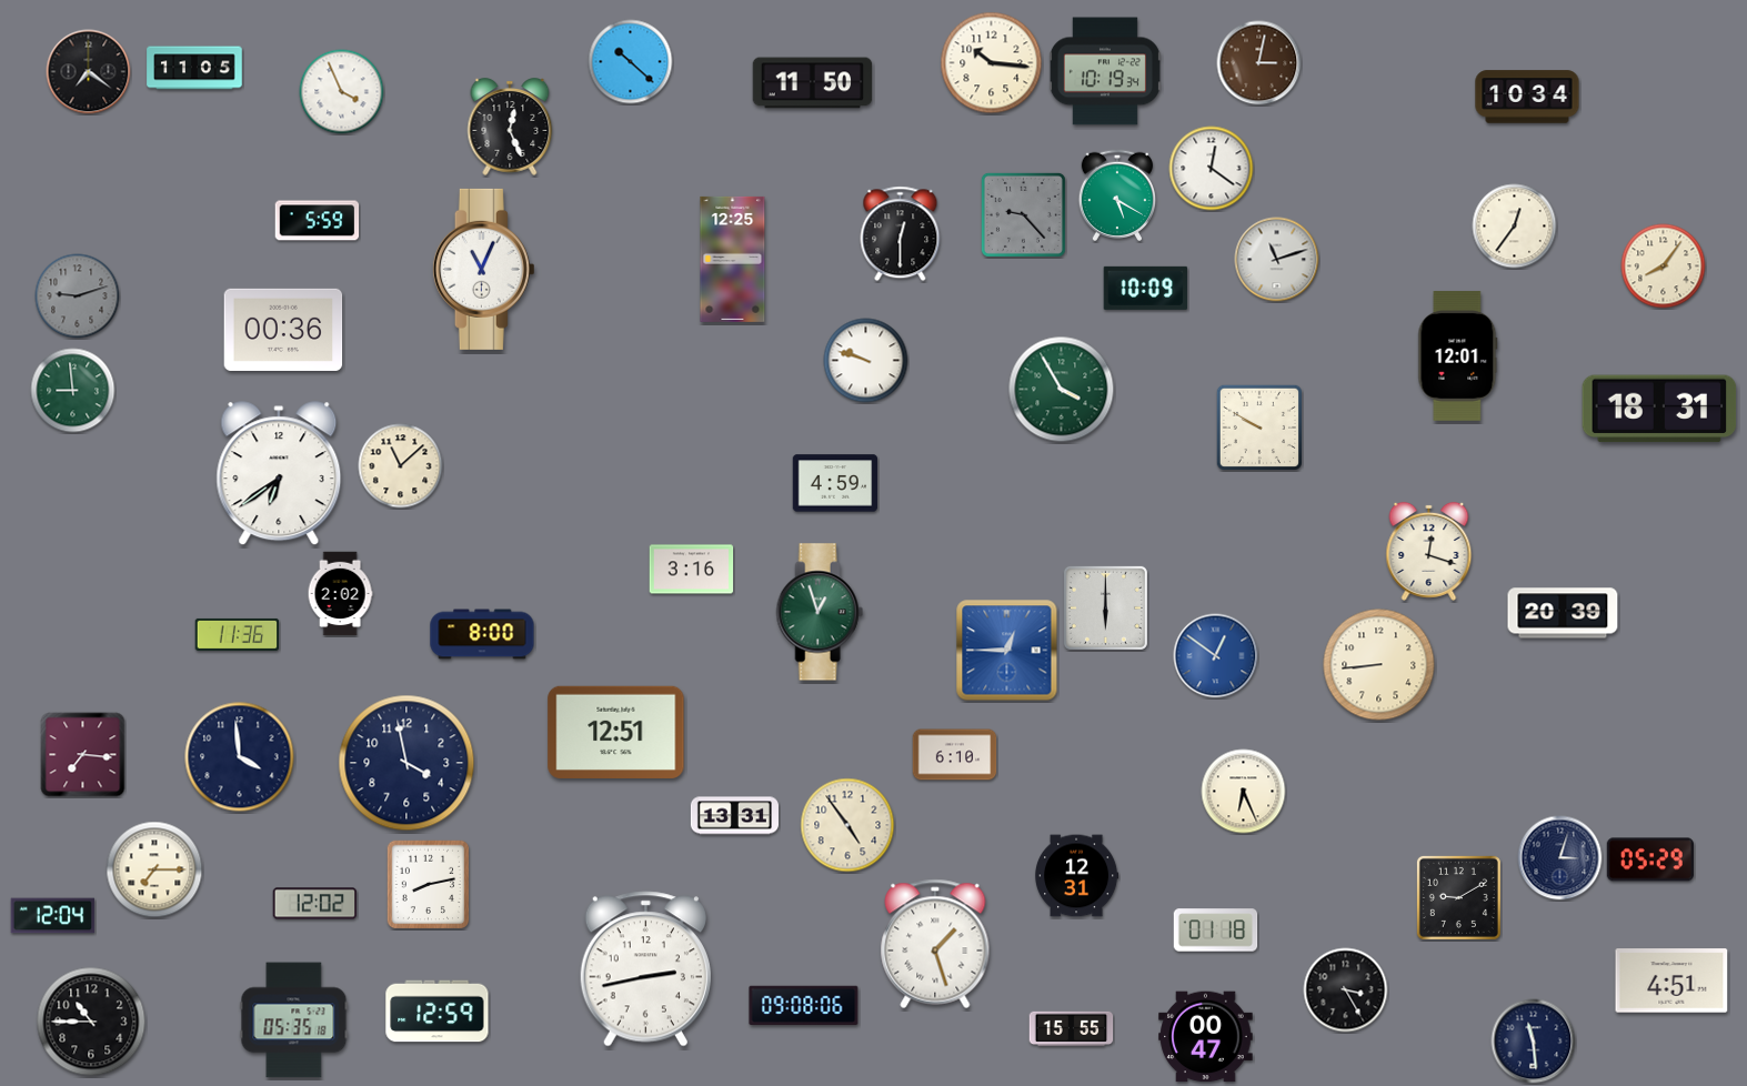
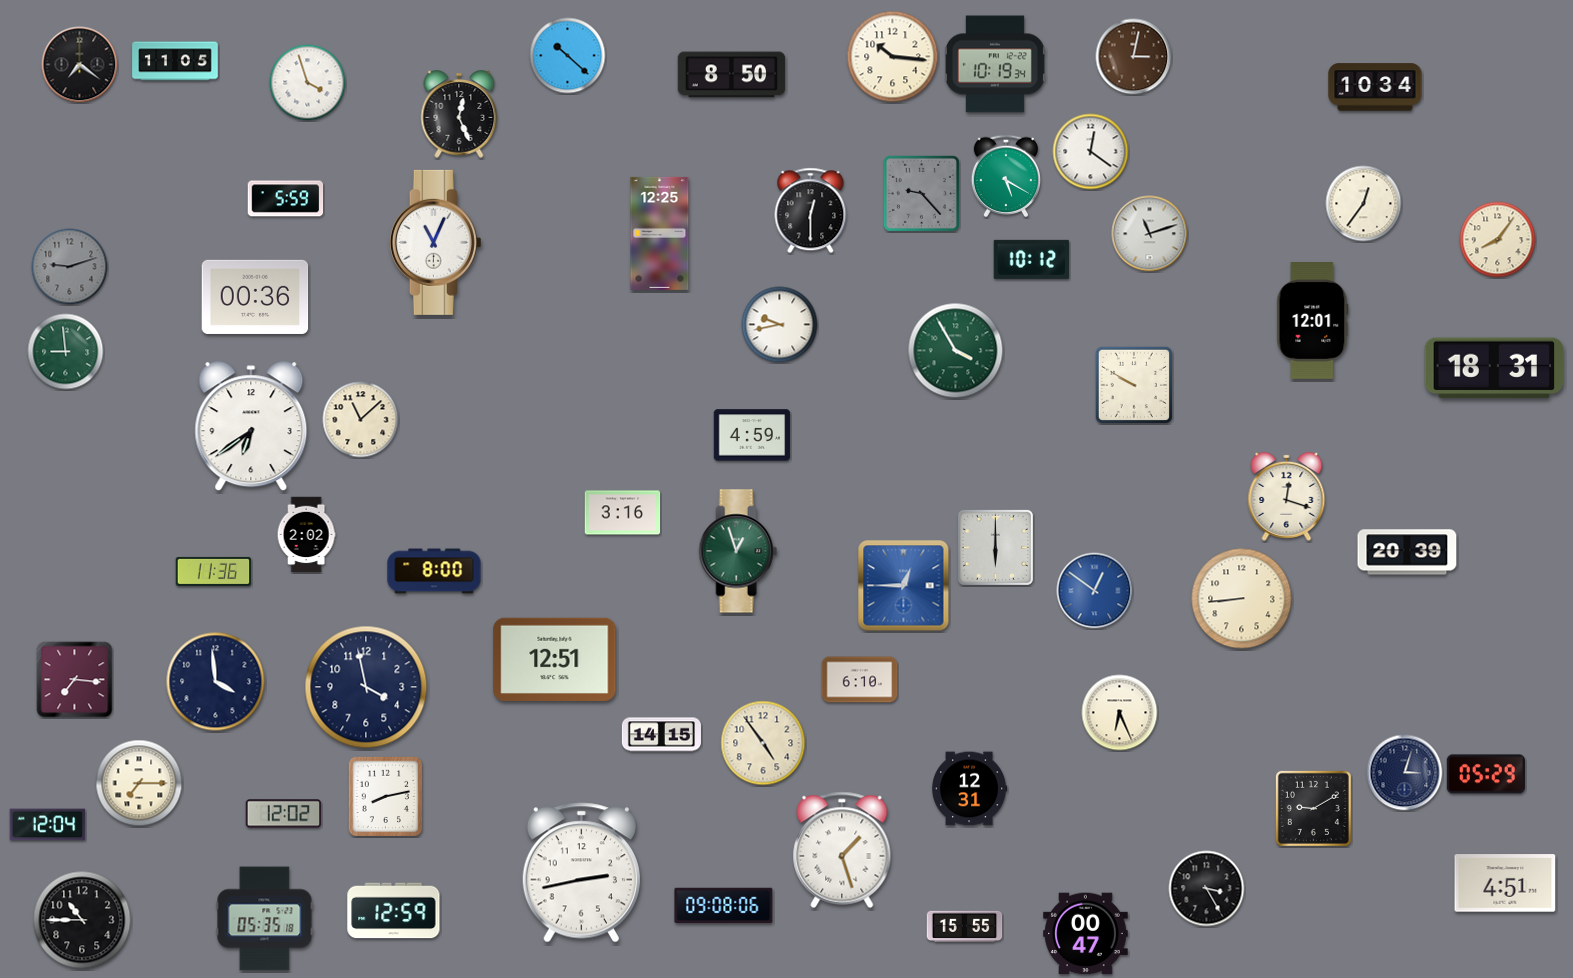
clock at (813, 83): 11:50 -> 8:50
clock at (342, 92): 3:56 -> 3:57
clock at (1146, 288): 10:09 -> 10:12
clock at (866, 361): 9:48 -> 9:43
clock at (1007, 651) position: (1007, 651) -> (904, 586)
clock at (734, 816): 13:31 -> 14:15
clock at (1216, 931): 01:18 -> none
clock at (1346, 991) position: (1346, 991) -> (1207, 889)
clock at (1534, 1042): 11:29 -> none
